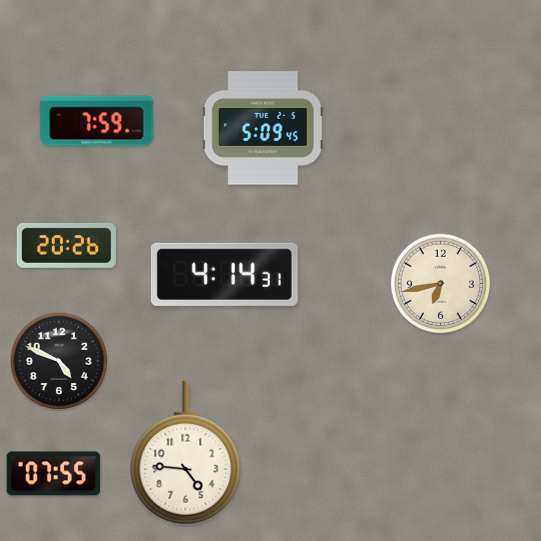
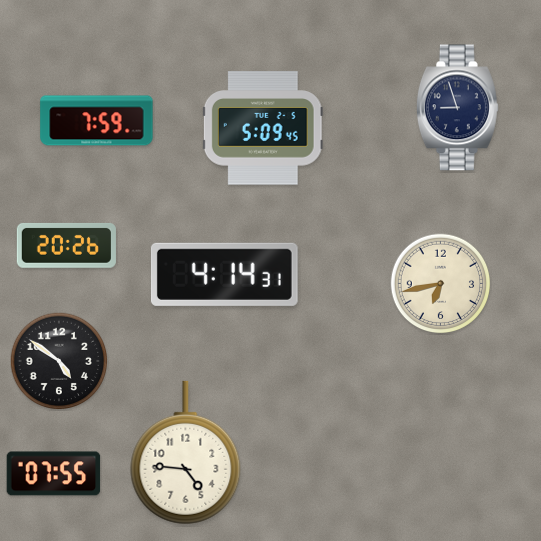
clock at (457, 108): none -> 8:57
clock at (59, 361): 4:49 -> 4:51
